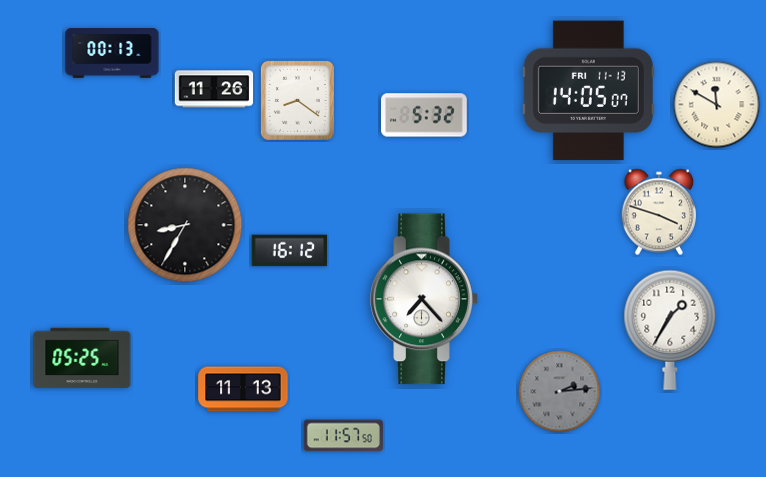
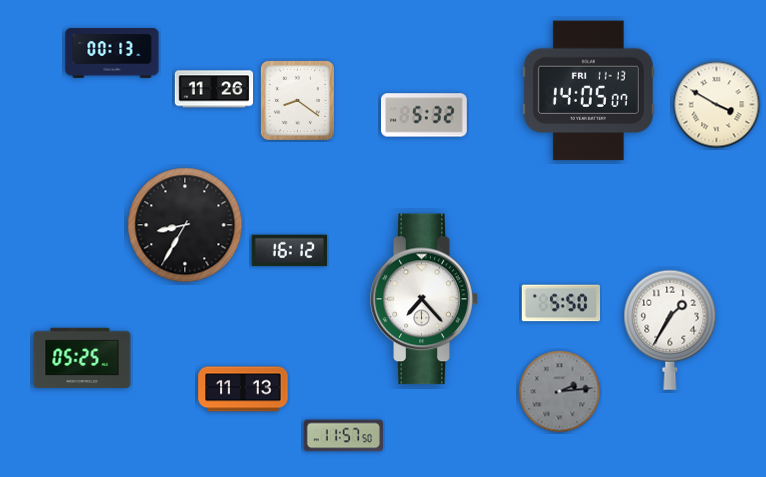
clock at (717, 105): 11:50 -> 3:50
clock at (658, 212): 3:48 -> none
clock at (561, 303): none -> 5:50
